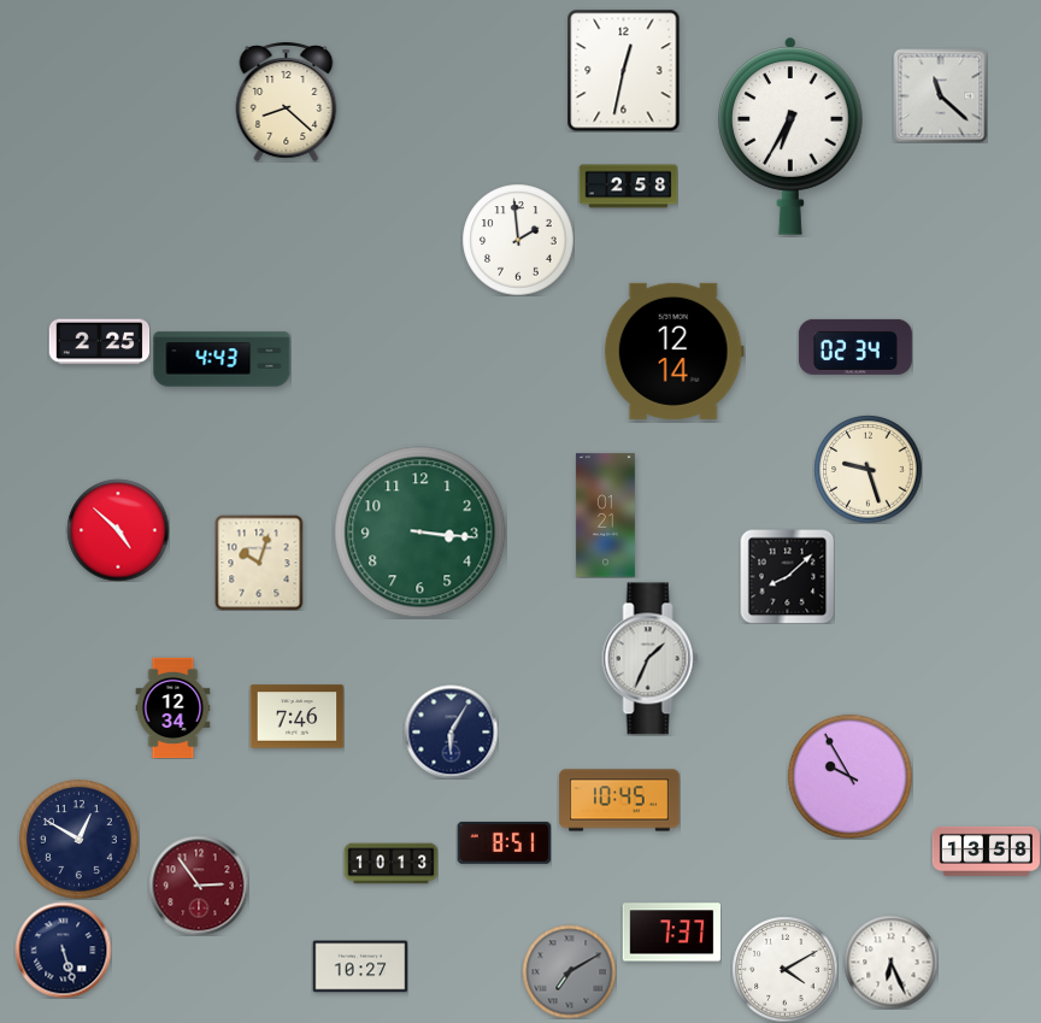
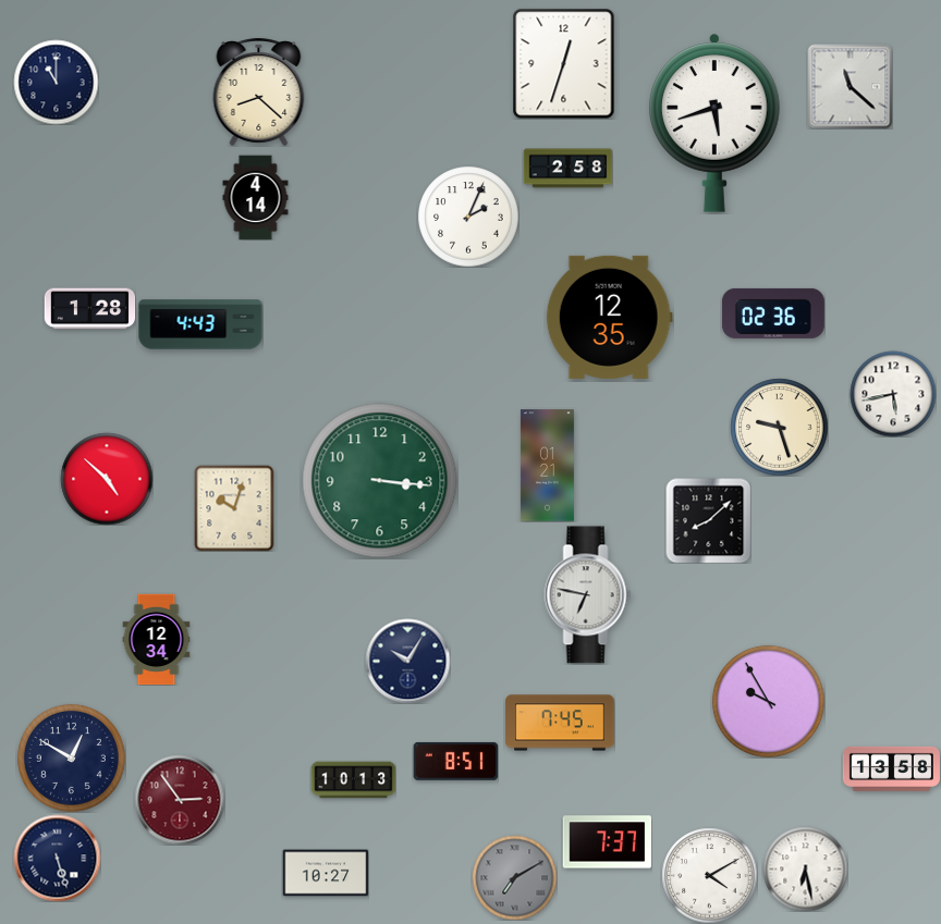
clock at (624, 70): 12:32 -> 12:33
clock at (56, 82): none -> 11:00
clock at (790, 136): 6:35 -> 5:42
clock at (256, 197): none -> 4:14
clock at (518, 240): 1:59 -> 2:04
clock at (99, 342): 2:25 -> 1:28
clock at (855, 347): 02:34 -> 02:36
clock at (674, 351): 12:14 -> 12:35
clock at (893, 394): none -> 5:43
clock at (867, 469) position: (867, 469) -> (779, 427)
clock at (787, 576) position: (787, 576) -> (708, 520)
clock at (651, 659): 1:34 -> 6:47
clock at (296, 717): 7:46 -> none
clock at (451, 731): 6:05 -> 10:05
clock at (619, 800): 10:45 -> 7:45
clock at (890, 962): 6:26 -> 6:28
